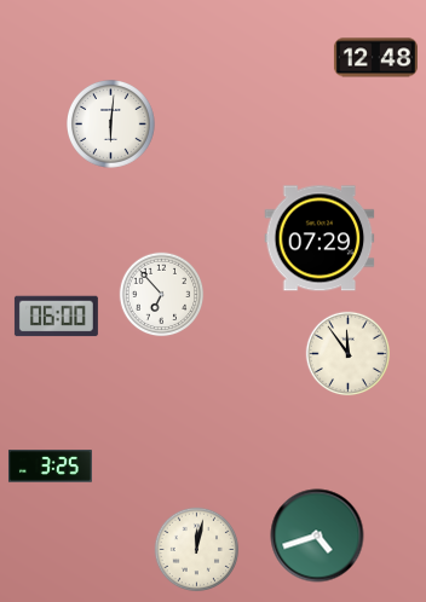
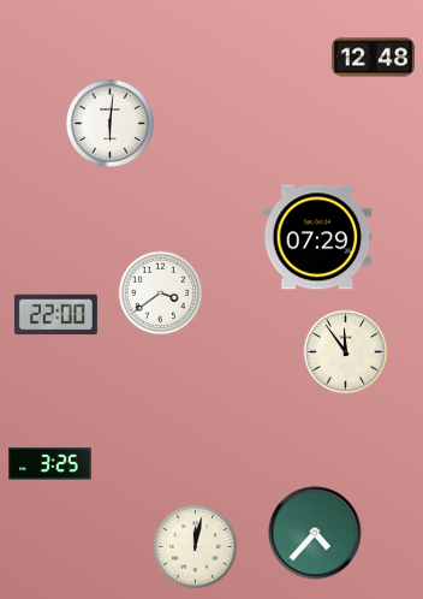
clock at (162, 295): 6:53 -> 3:39
clock at (56, 317): 06:00 -> 22:00
clock at (317, 536): 4:42 -> 4:37
